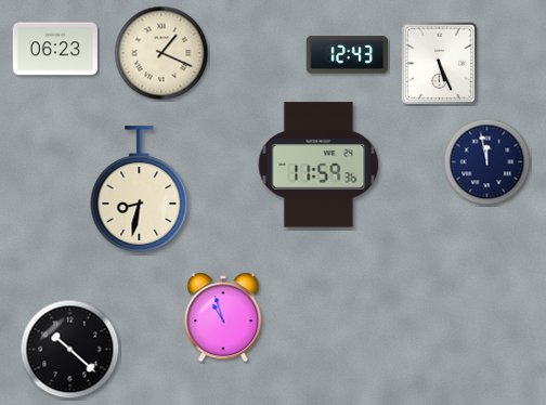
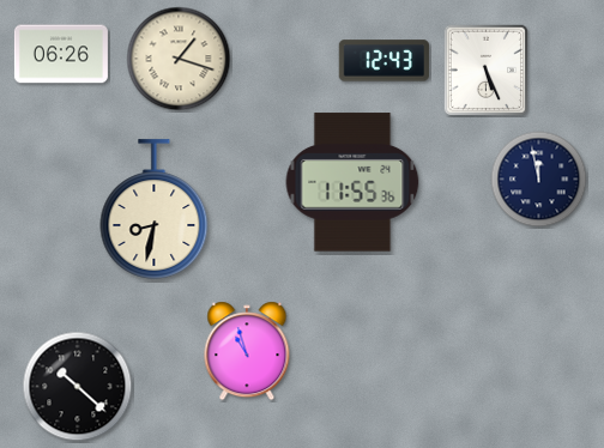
clock at (55, 49): 06:23 -> 06:26
clock at (161, 53): 1:19 -> 1:18
clock at (318, 165): 11:59 -> 11:55
